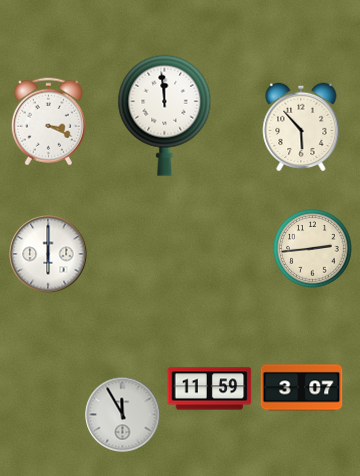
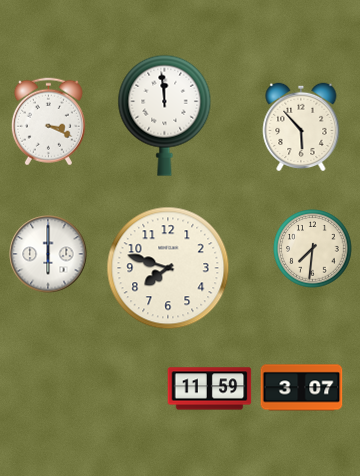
clock at (313, 249): 2:44 -> 7:31
clock at (168, 268): none -> 7:48
clock at (123, 415): 11:55 -> none
